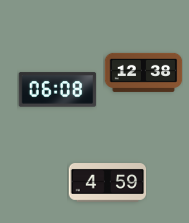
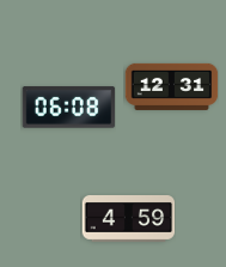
clock at (143, 72): 12:38 -> 12:31
